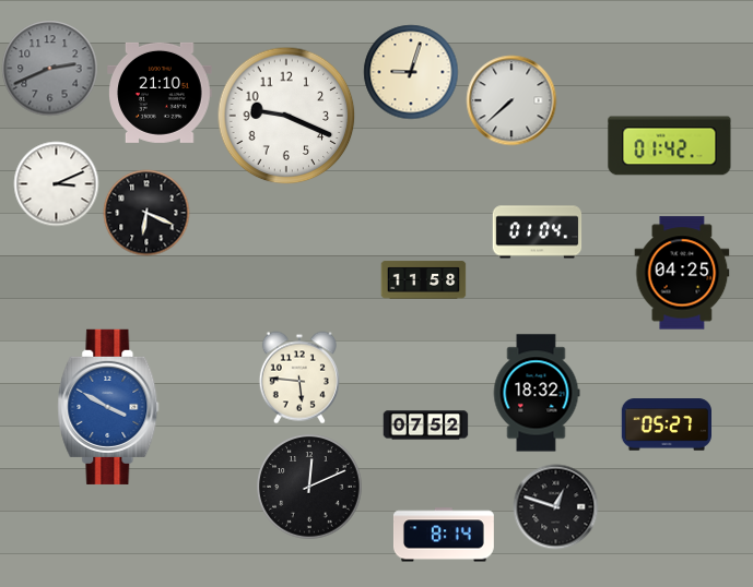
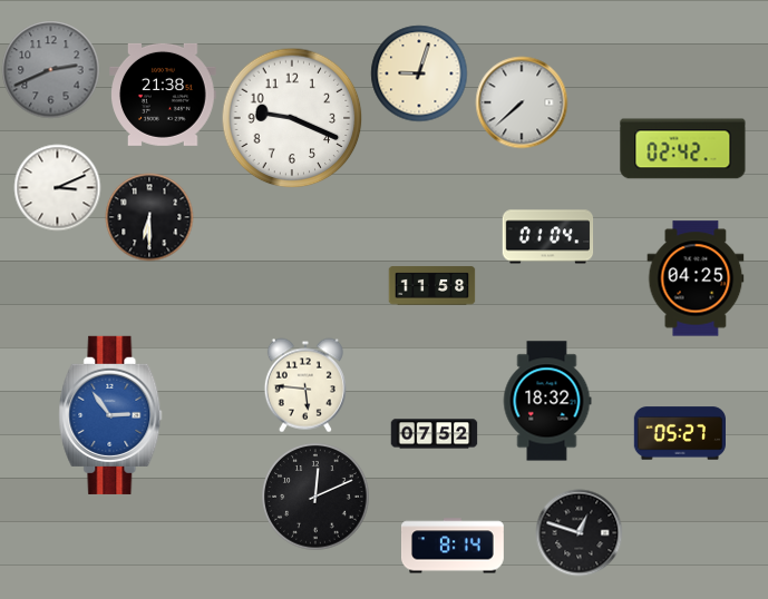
clock at (160, 93): 21:10 -> 21:38
clock at (670, 146): 01:42 -> 02:42
clock at (146, 213): 6:19 -> 6:30
clock at (108, 407): 3:50 -> 2:54
clock at (555, 506) position: (555, 506) -> (579, 532)
